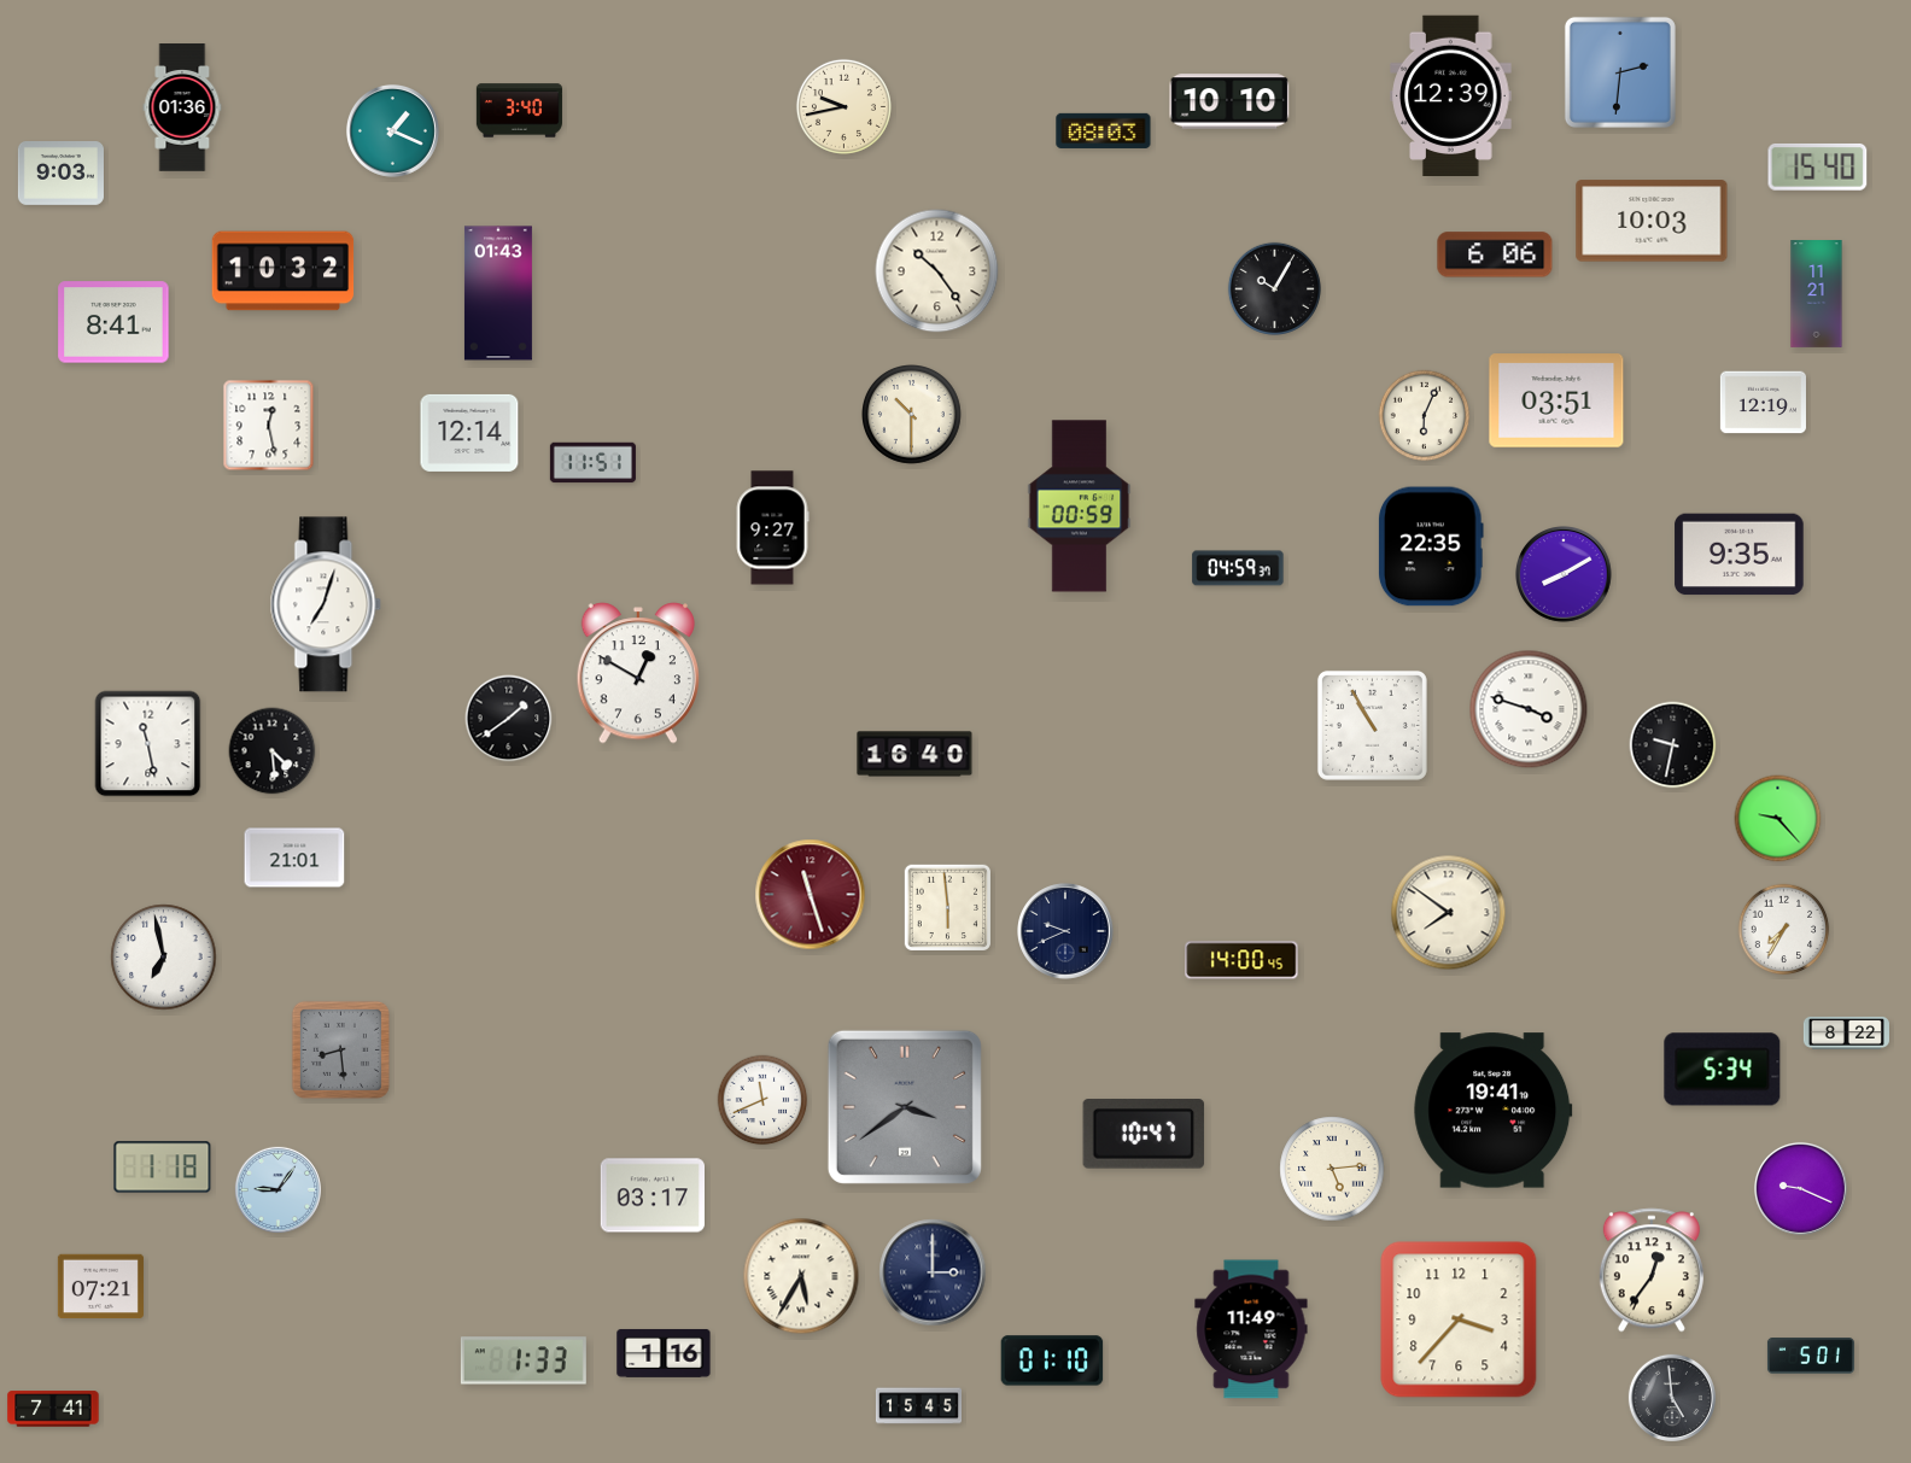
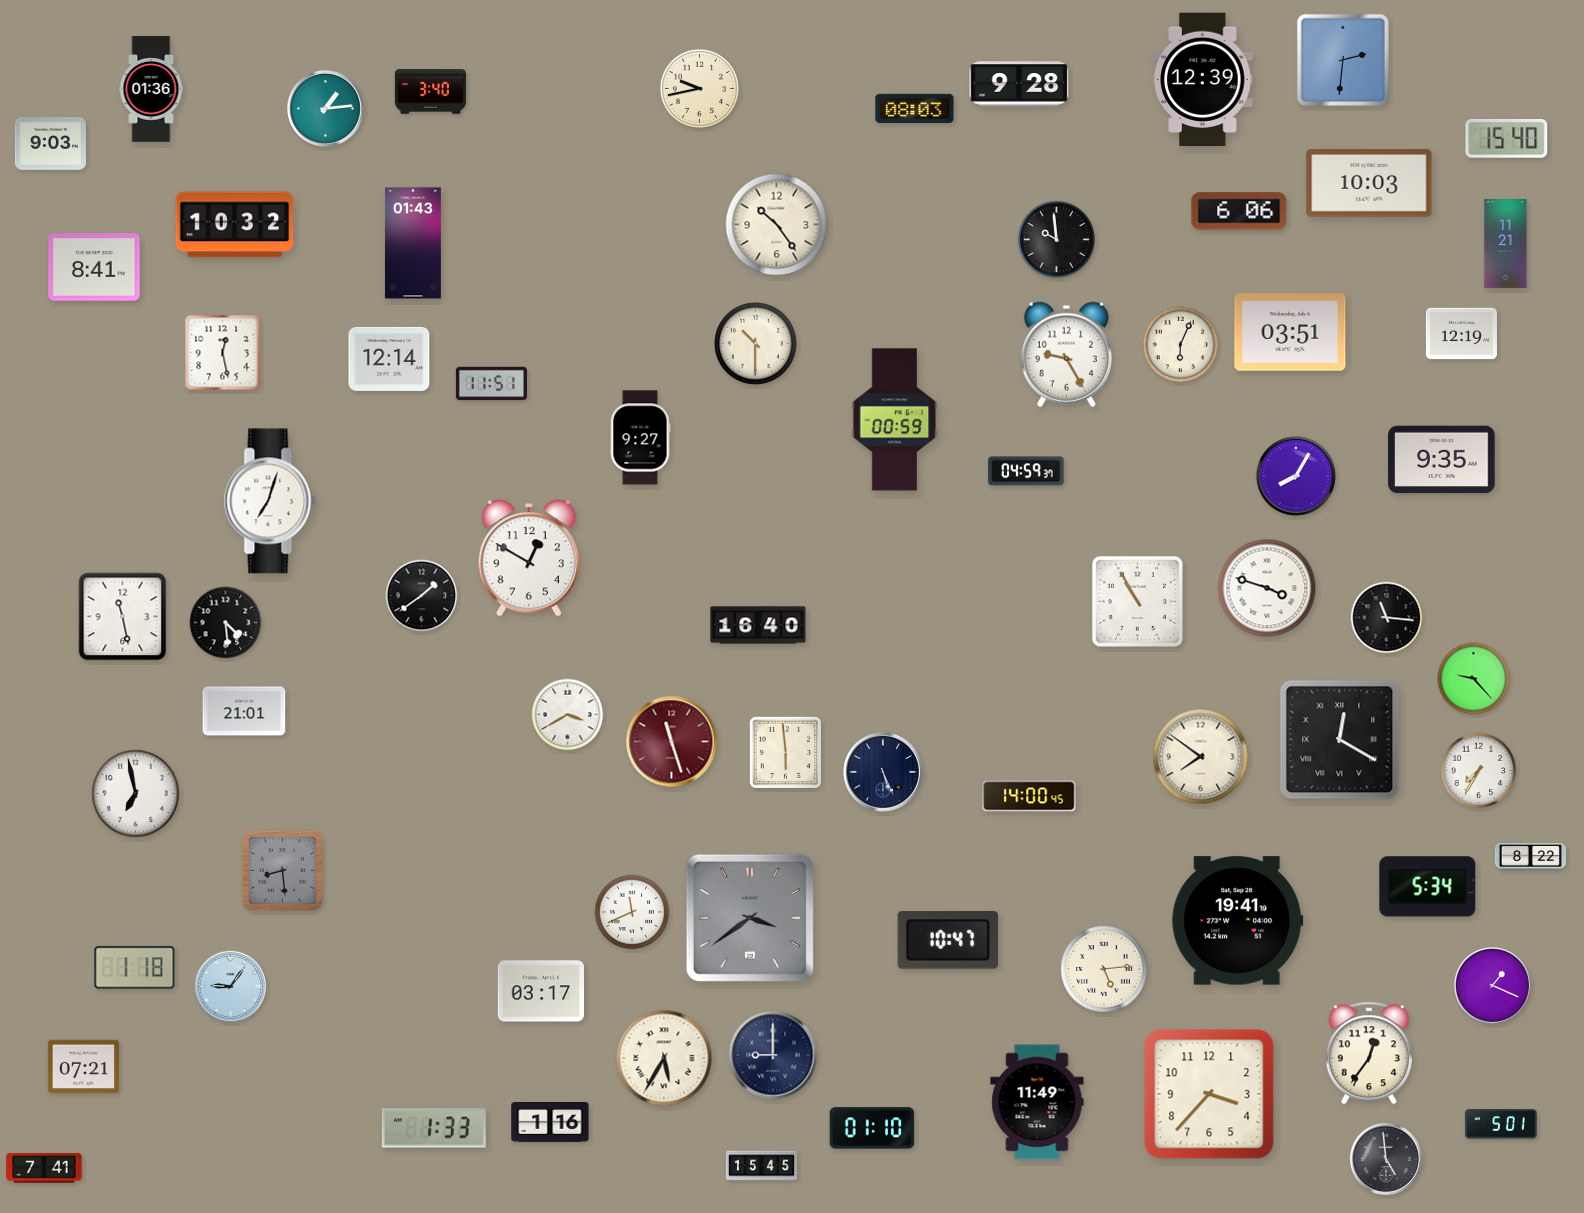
clock at (1229, 101): 10:10 -> 9:28
clock at (392, 130): 1:19 -> 1:14
clock at (1274, 288): 10:05 -> 9:59
clock at (1066, 354): none -> 9:25
clock at (1431, 546): 22:35 -> none
clock at (1565, 575): 8:10 -> 8:05
clock at (1673, 745): 9:32 -> 11:16
clock at (568, 715): none -> 3:40
clock at (1340, 740): none -> 12:20
clock at (1066, 932): 9:41 -> 5:26
clock at (1800, 1188): 9:19 -> 1:19
clock at (933, 1272): 3:00 -> 9:00
